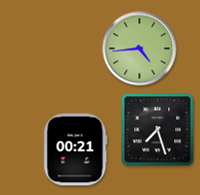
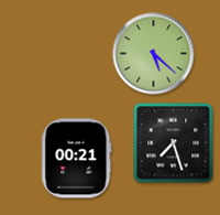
clock at (140, 49): 4:44 -> 5:22
clock at (76, 150) position: (76, 150) -> (77, 159)
